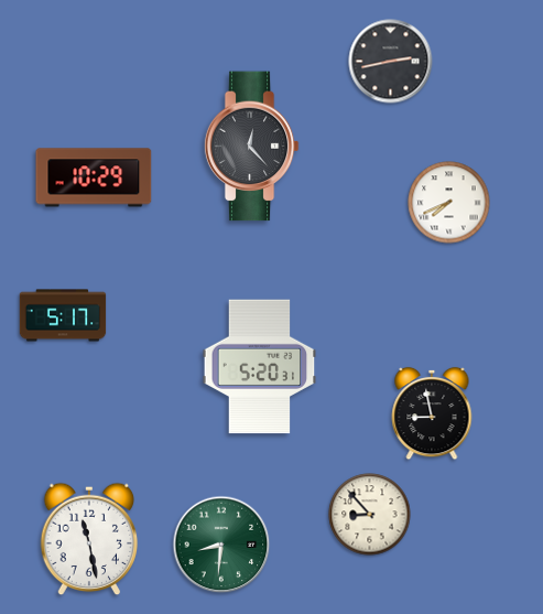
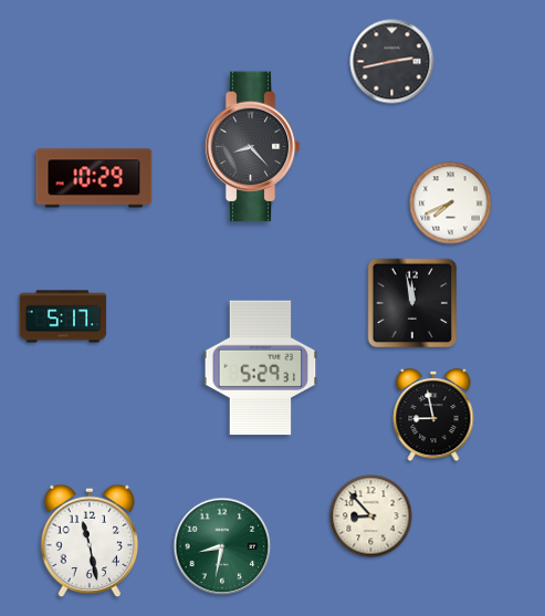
clock at (251, 147): 12:23 -> 8:23
clock at (412, 303): none -> 11:58
clock at (260, 367): 5:20 -> 5:29
clock at (221, 545): 8:31 -> 8:32
